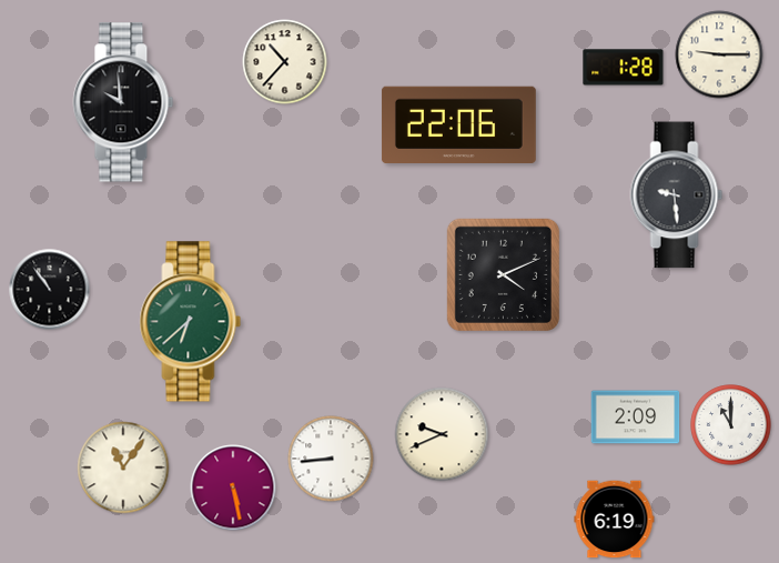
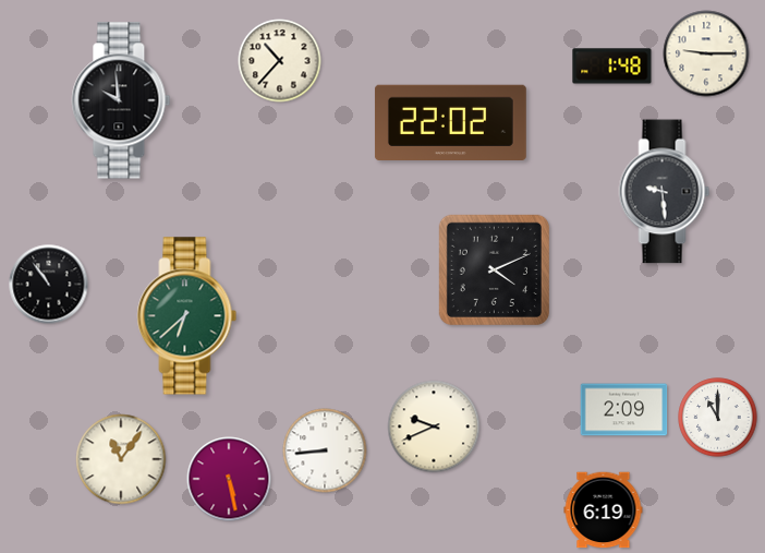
clock at (624, 68): 1:28 -> 1:48
clock at (458, 124): 22:06 -> 22:02
